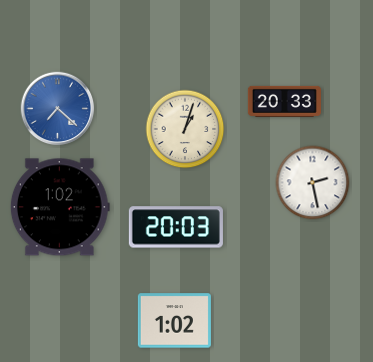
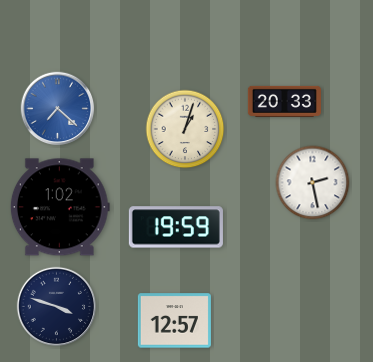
clock at (176, 227): 20:03 -> 19:59
clock at (57, 307): none -> 3:48
clock at (174, 321): 1:02 -> 12:57
